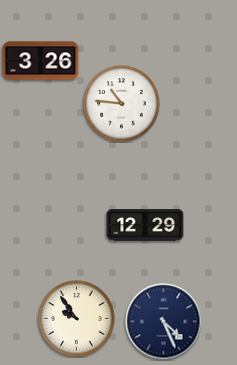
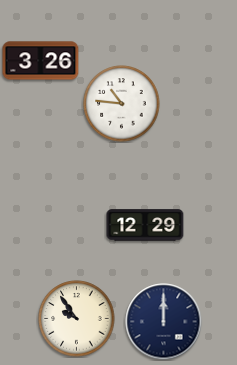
clock at (164, 322): 4:26 -> 12:00
